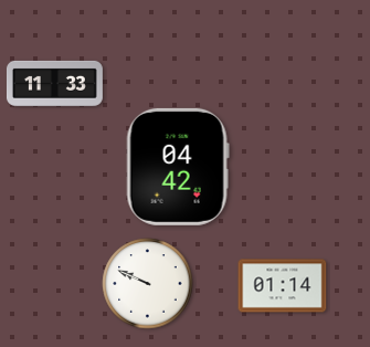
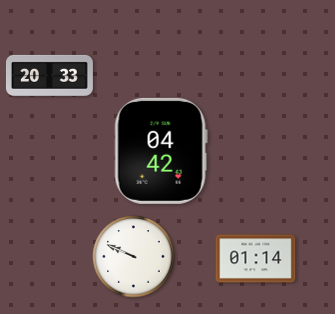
clock at (54, 83): 11:33 -> 20:33
